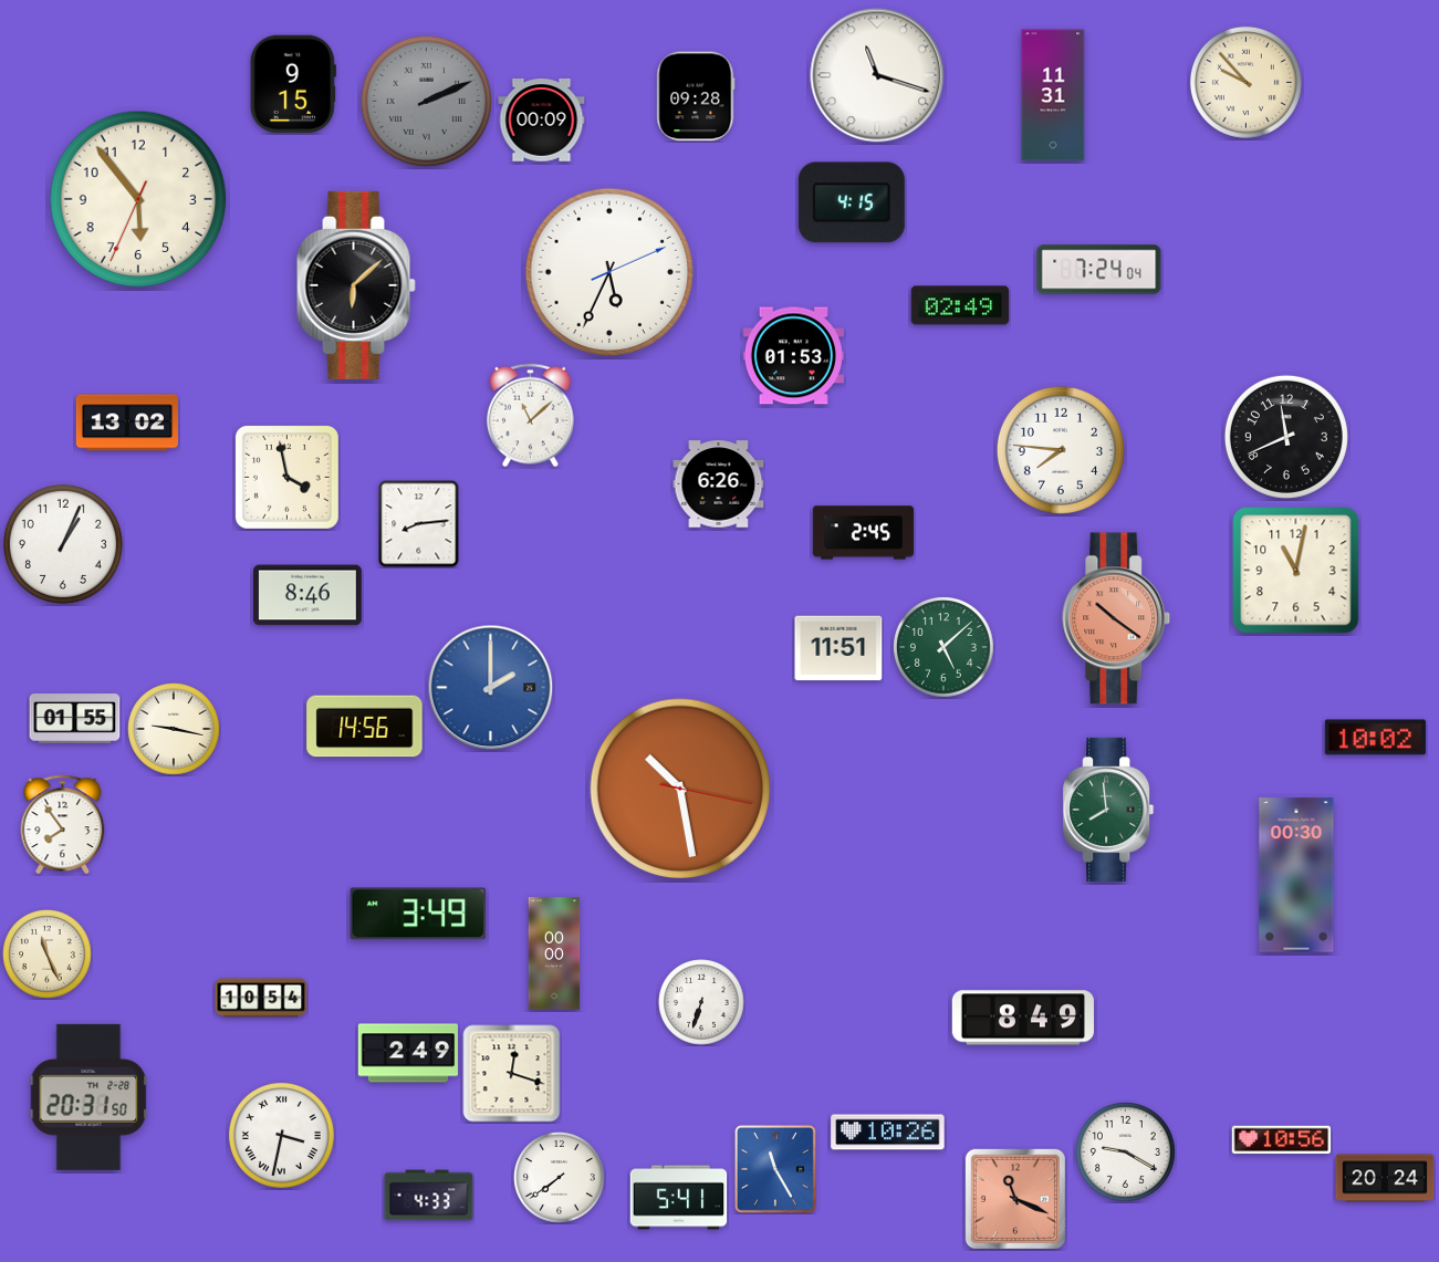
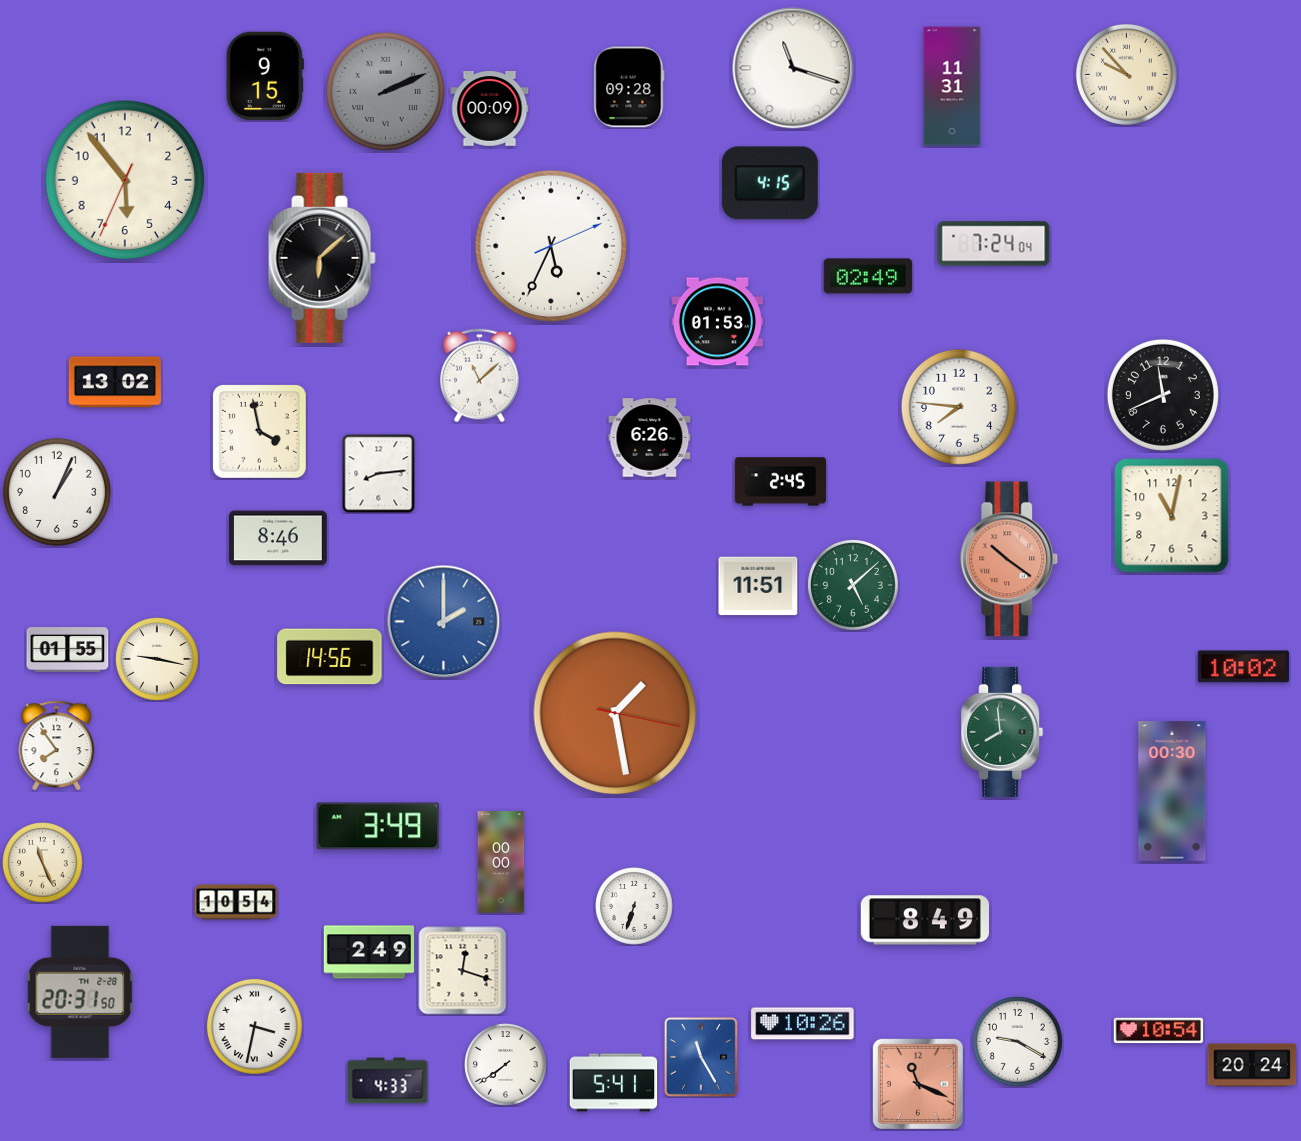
clock at (680, 789): 10:28 -> 1:28
clock at (1282, 1140): 10:56 -> 10:54
